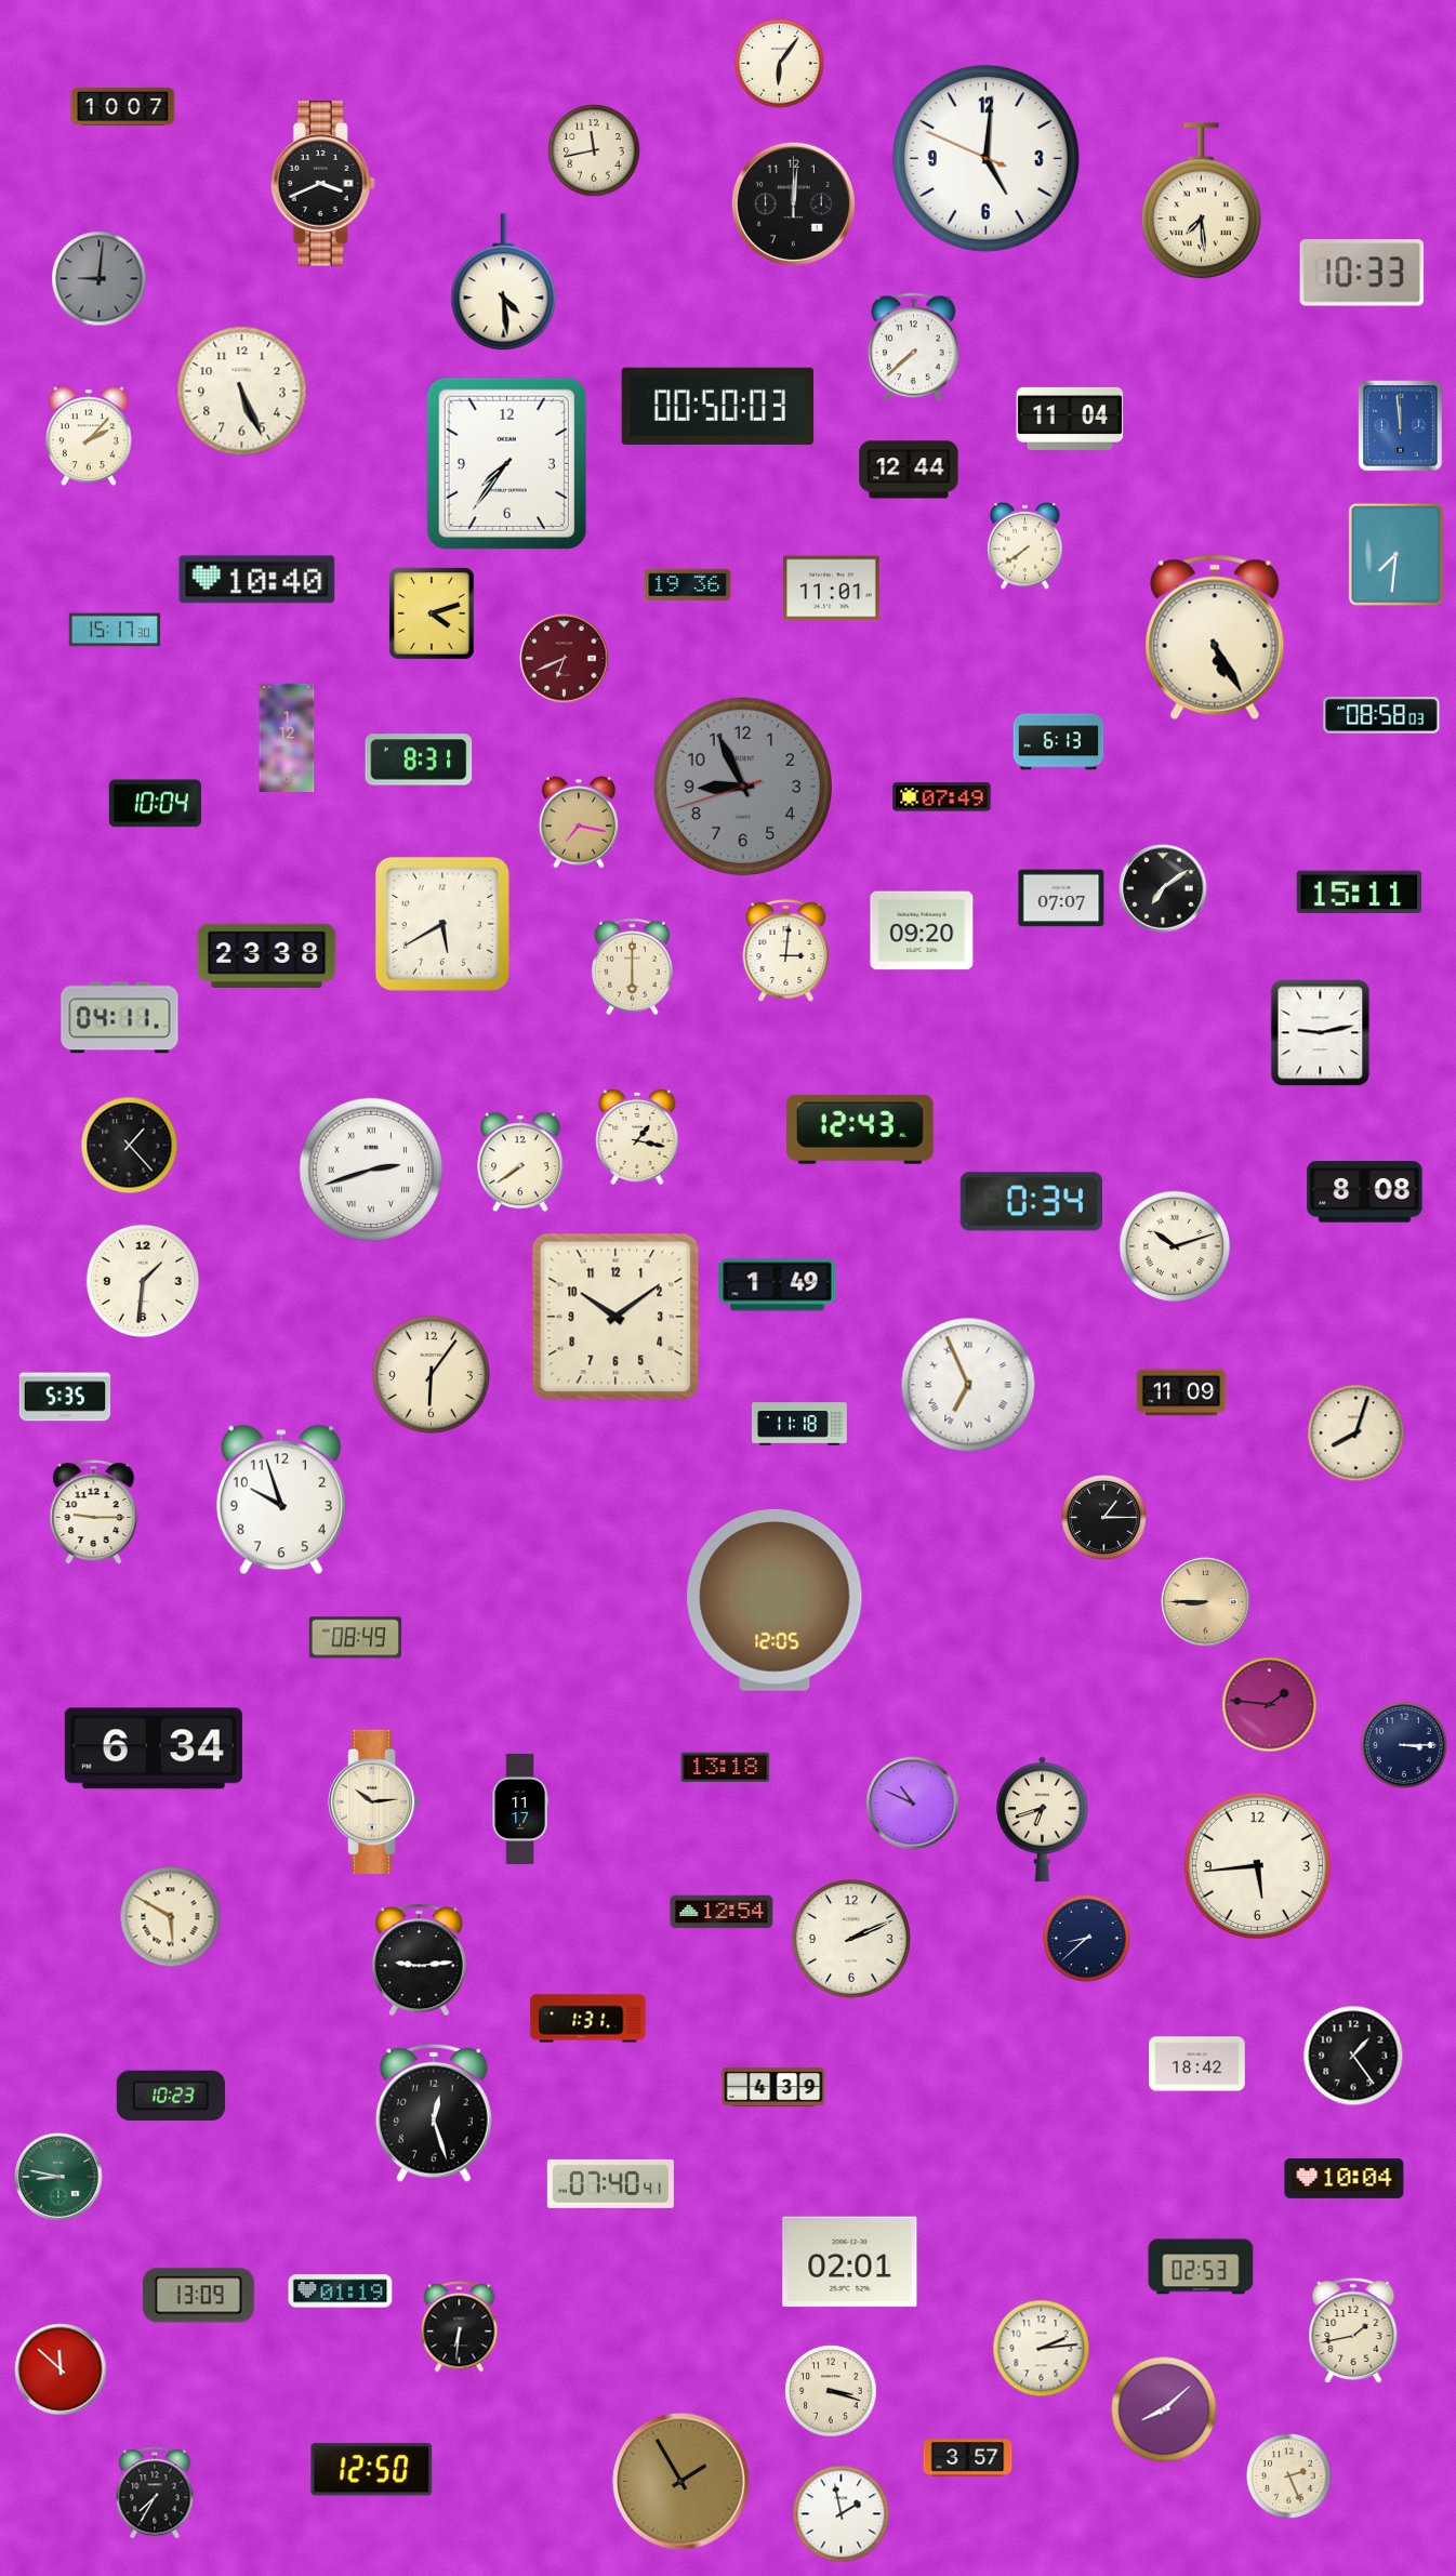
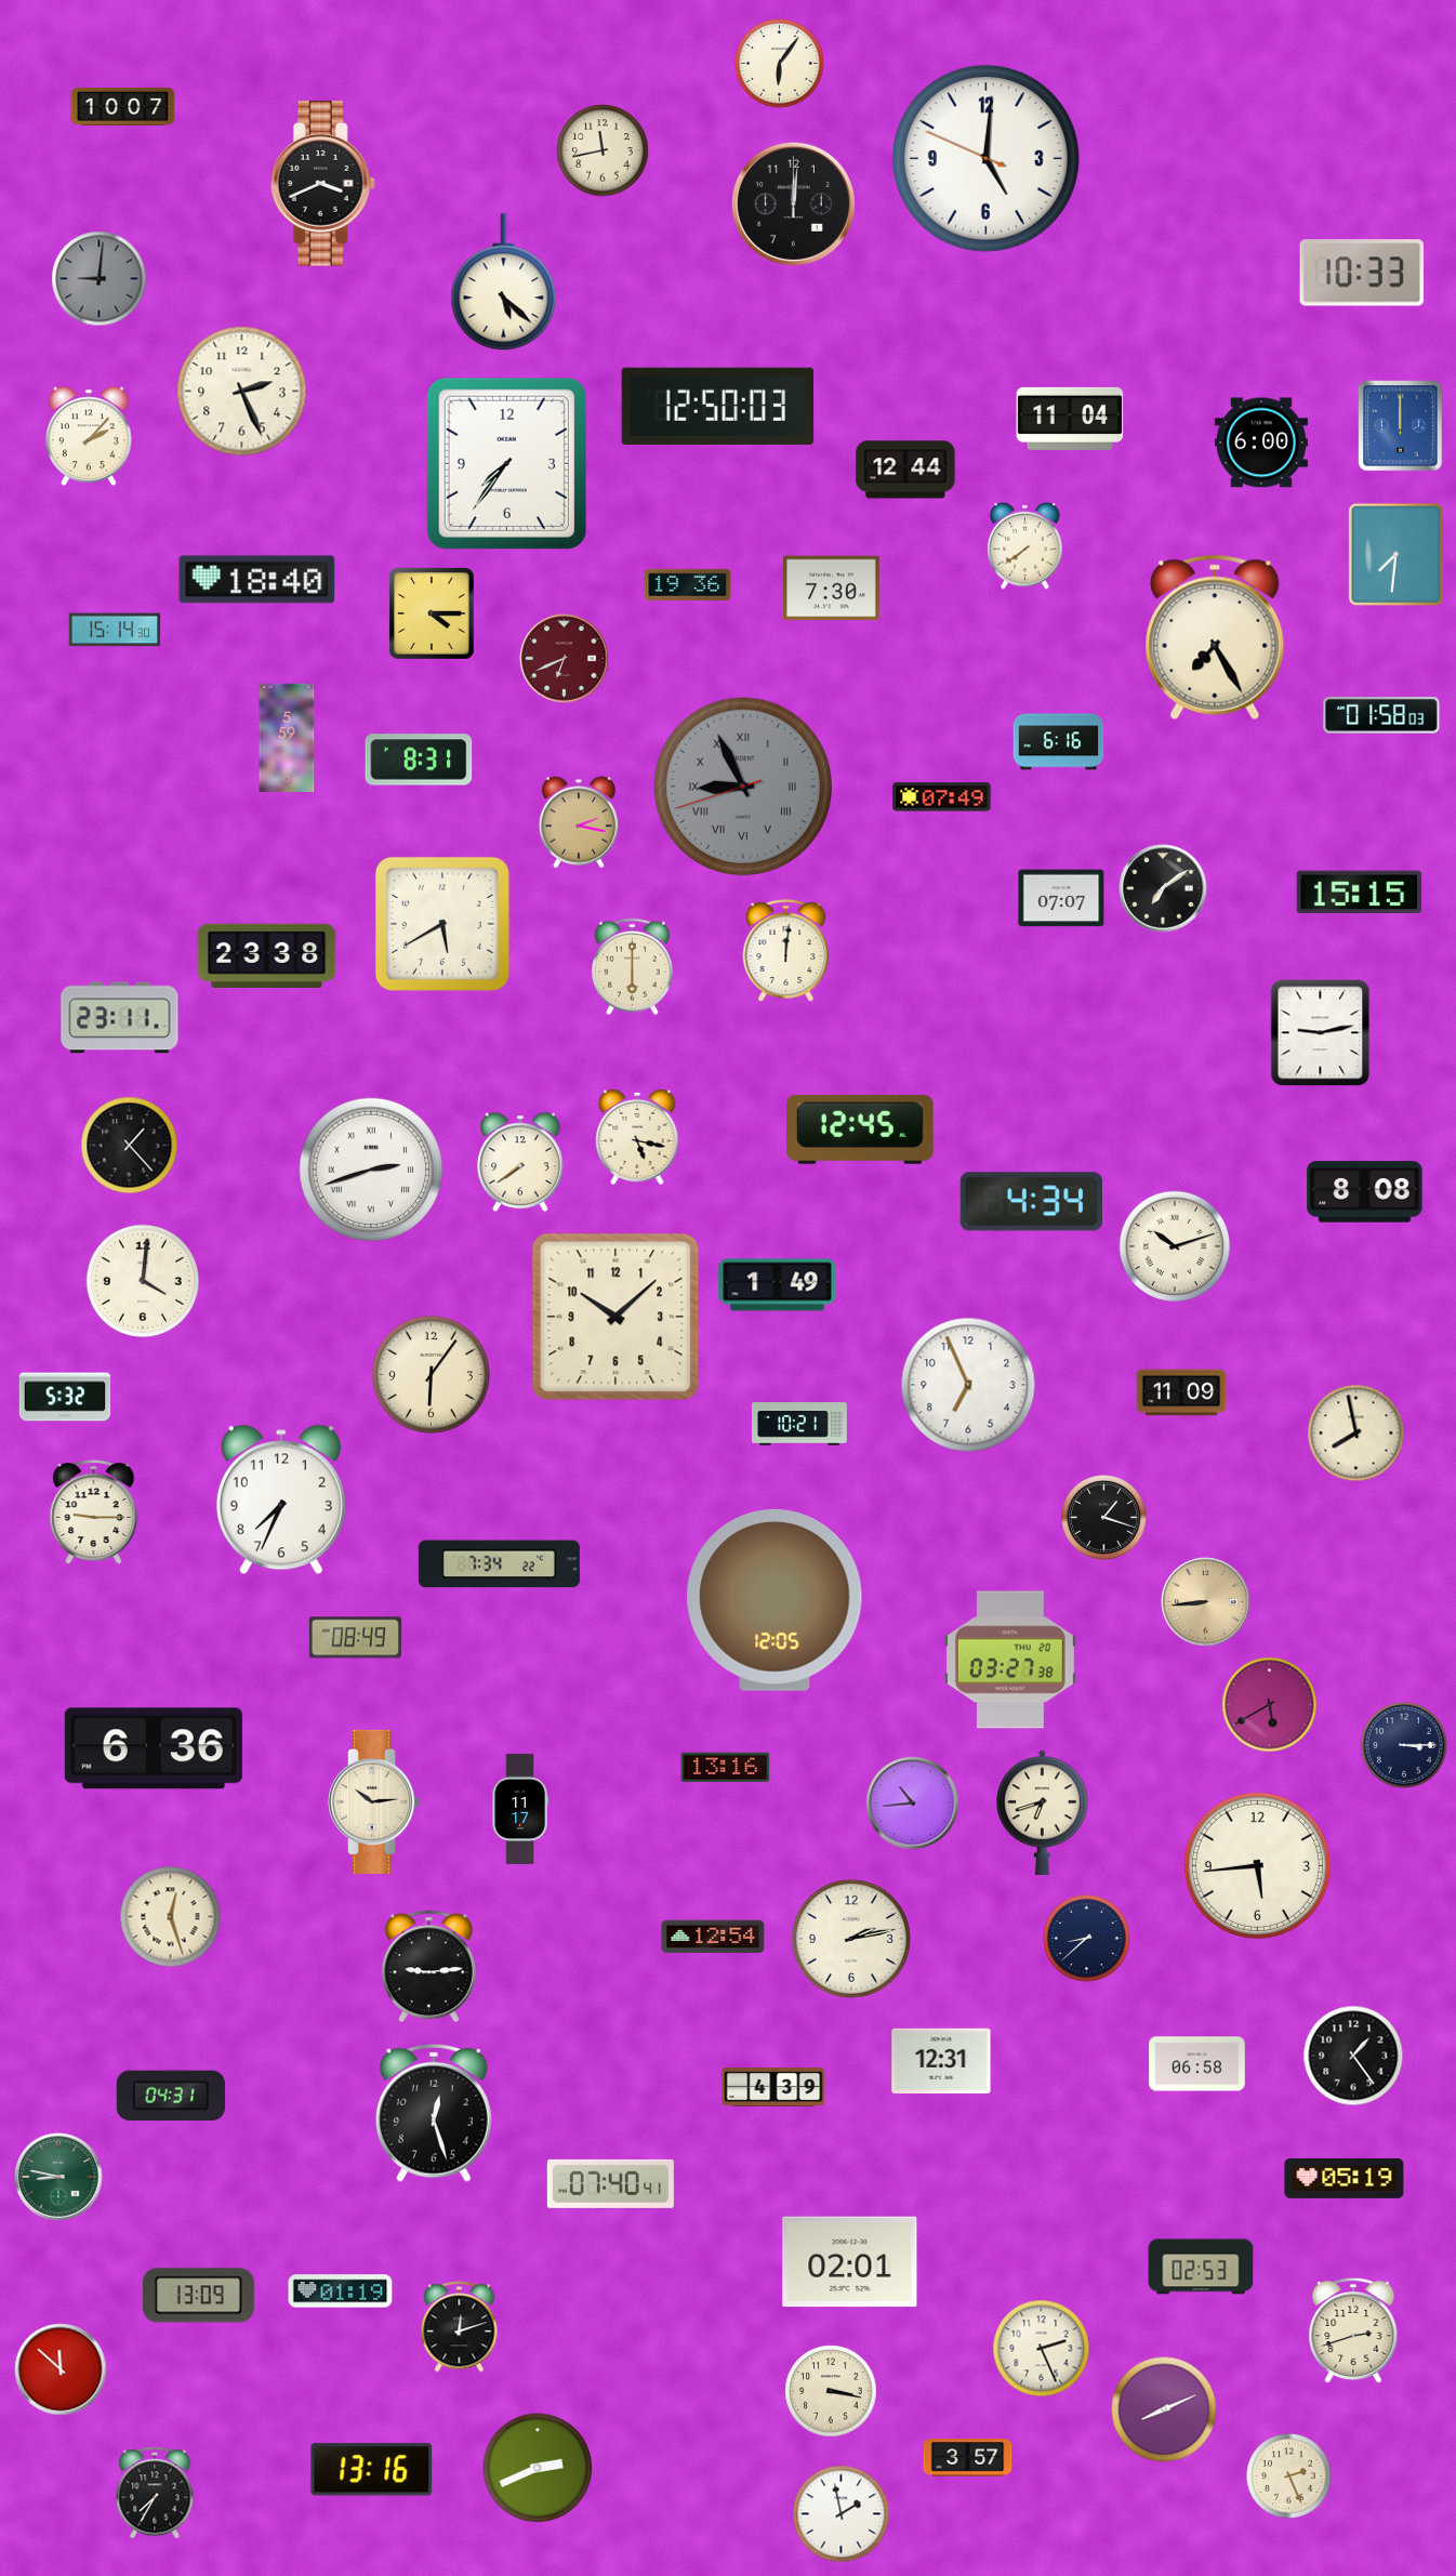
clock at (594, 150) position: (594, 150) -> (603, 150)
clock at (1201, 201): 7:29 -> none
clock at (504, 282): 4:29 -> 5:22
clock at (914, 347): 7:38 -> none
clock at (242, 392): 5:26 -> 2:26
clock at (718, 406): 00:50 -> 12:50
clock at (1401, 426): 11:59 -> 12:00
clock at (1261, 442): none -> 6:00
clock at (909, 470) position: (909, 470) -> (905, 470)
clock at (257, 580): 10:40 -> 18:40
clock at (832, 589): 11:01 -> 7:30
clock at (433, 615): 4:12 -> 4:15
clock at (115, 630): 15:17 -> 15:14
clock at (1215, 637): 5:25 -> 7:25
clock at (1381, 715): 08:58 -> 01:58
clock at (287, 738): 1:12 -> 5:59
clock at (1059, 742): 6:13 -> 6:16
clock at (743, 787) numerals: Arabic -> Roman
clock at (155, 804): 10:04 -> none
clock at (578, 822): 7:17 -> 2:17
clock at (1359, 891): 15:11 -> 15:15
clock at (922, 930): 09:20 -> none
clock at (786, 951): 3:01 -> 12:01
clock at (120, 1018): 04:11 -> 23:11
clock at (860, 1130): 12:43 -> 12:45
clock at (637, 1137): 1:17 -> 5:17
clock at (1031, 1202): 0:34 -> 4:34
clock at (142, 1280): 1:31 -> 4:01
clock at (616, 1317): 10:09 -> 10:08
clock at (968, 1385) numerals: Roman -> Arabic
clock at (65, 1397): 5:35 -> 5:32
clock at (800, 1424): 11:18 -> 10:21
clock at (1356, 1434): 8:03 -> 7:58
clock at (281, 1500): 9:57 -> 7:34
clock at (1103, 1517): 1:15 -> 1:18
clock at (499, 1564): none -> 7:34
clock at (1206, 1602): 8:45 -> 8:44
clock at (1010, 1660): none -> 03:27
clock at (1270, 1705): 1:46 -> 5:40
clock at (154, 1748): 6:34 -> 6:36
clock at (726, 1768): 13:18 -> 13:16
clock at (913, 1804): 10:49 -> 10:44
clock at (1043, 1820) position: (1043, 1820) -> (1043, 1813)
clock at (722, 1912) position: (722, 1912) -> (713, 1937)
clock at (171, 1917): 5:50 -> 12:27
clock at (851, 1939): 2:11 -> 2:13
clock at (419, 1960) position: (419, 1960) -> (428, 1967)
clock at (588, 2019): 1:31 -> none
clock at (941, 2060): none -> 12:31
clock at (1197, 2064): 18:42 -> 06:58
clock at (171, 2096): 10:23 -> 04:31
clock at (1345, 2178): 10:04 -> 05:19
clock at (460, 2327): 6:31 -> 12:12
clock at (1353, 2330): 1:43 -> 2:42
clock at (1042, 2349): 2:14 -> 2:26
clock at (831, 2391): 3:18 -> 3:17
clock at (1164, 2409): 8:08 -> 8:11
clock at (538, 2468): none -> 2:41
clock at (372, 2470): 12:50 -> 13:16
clock at (681, 2482): 1:55 -> none
